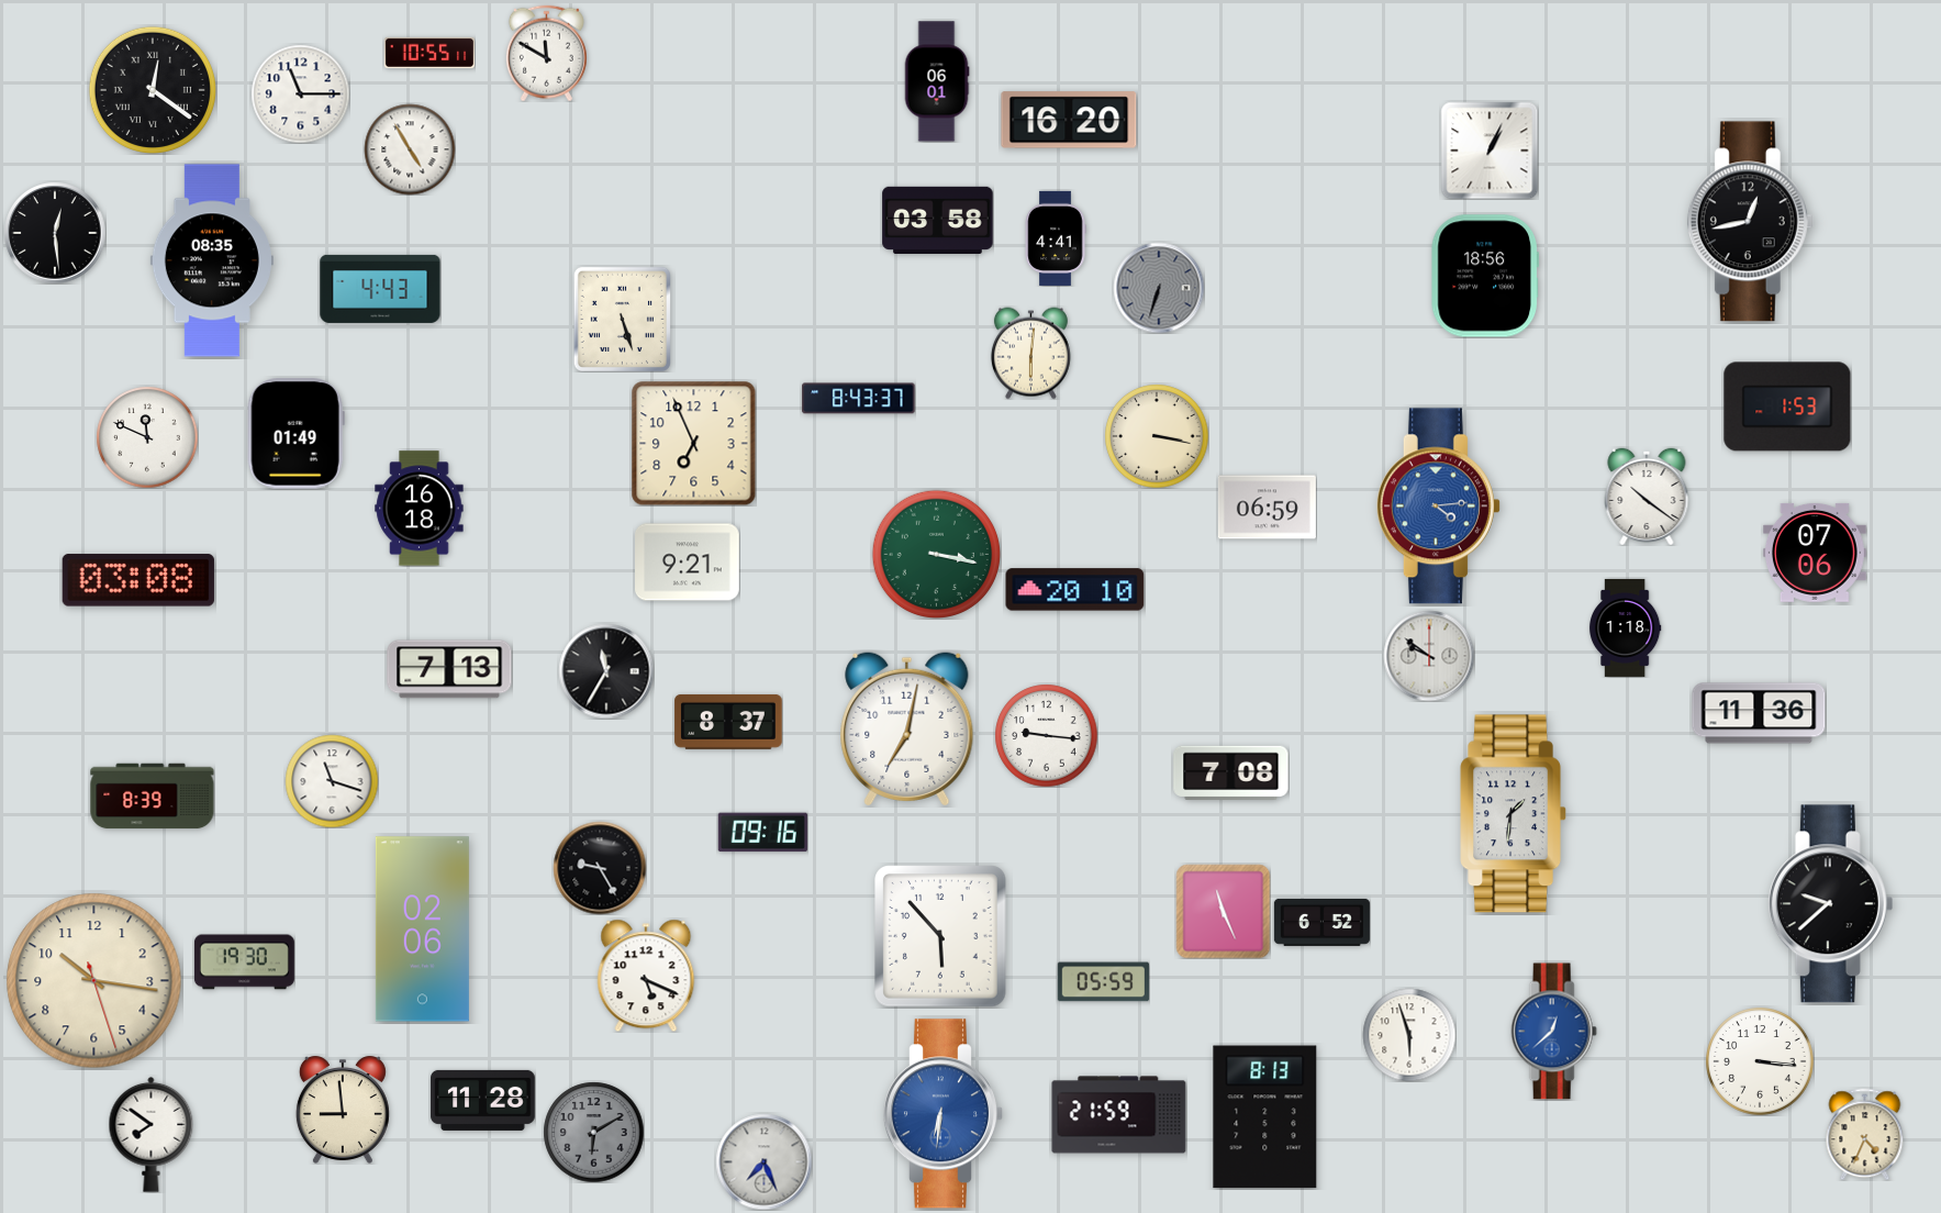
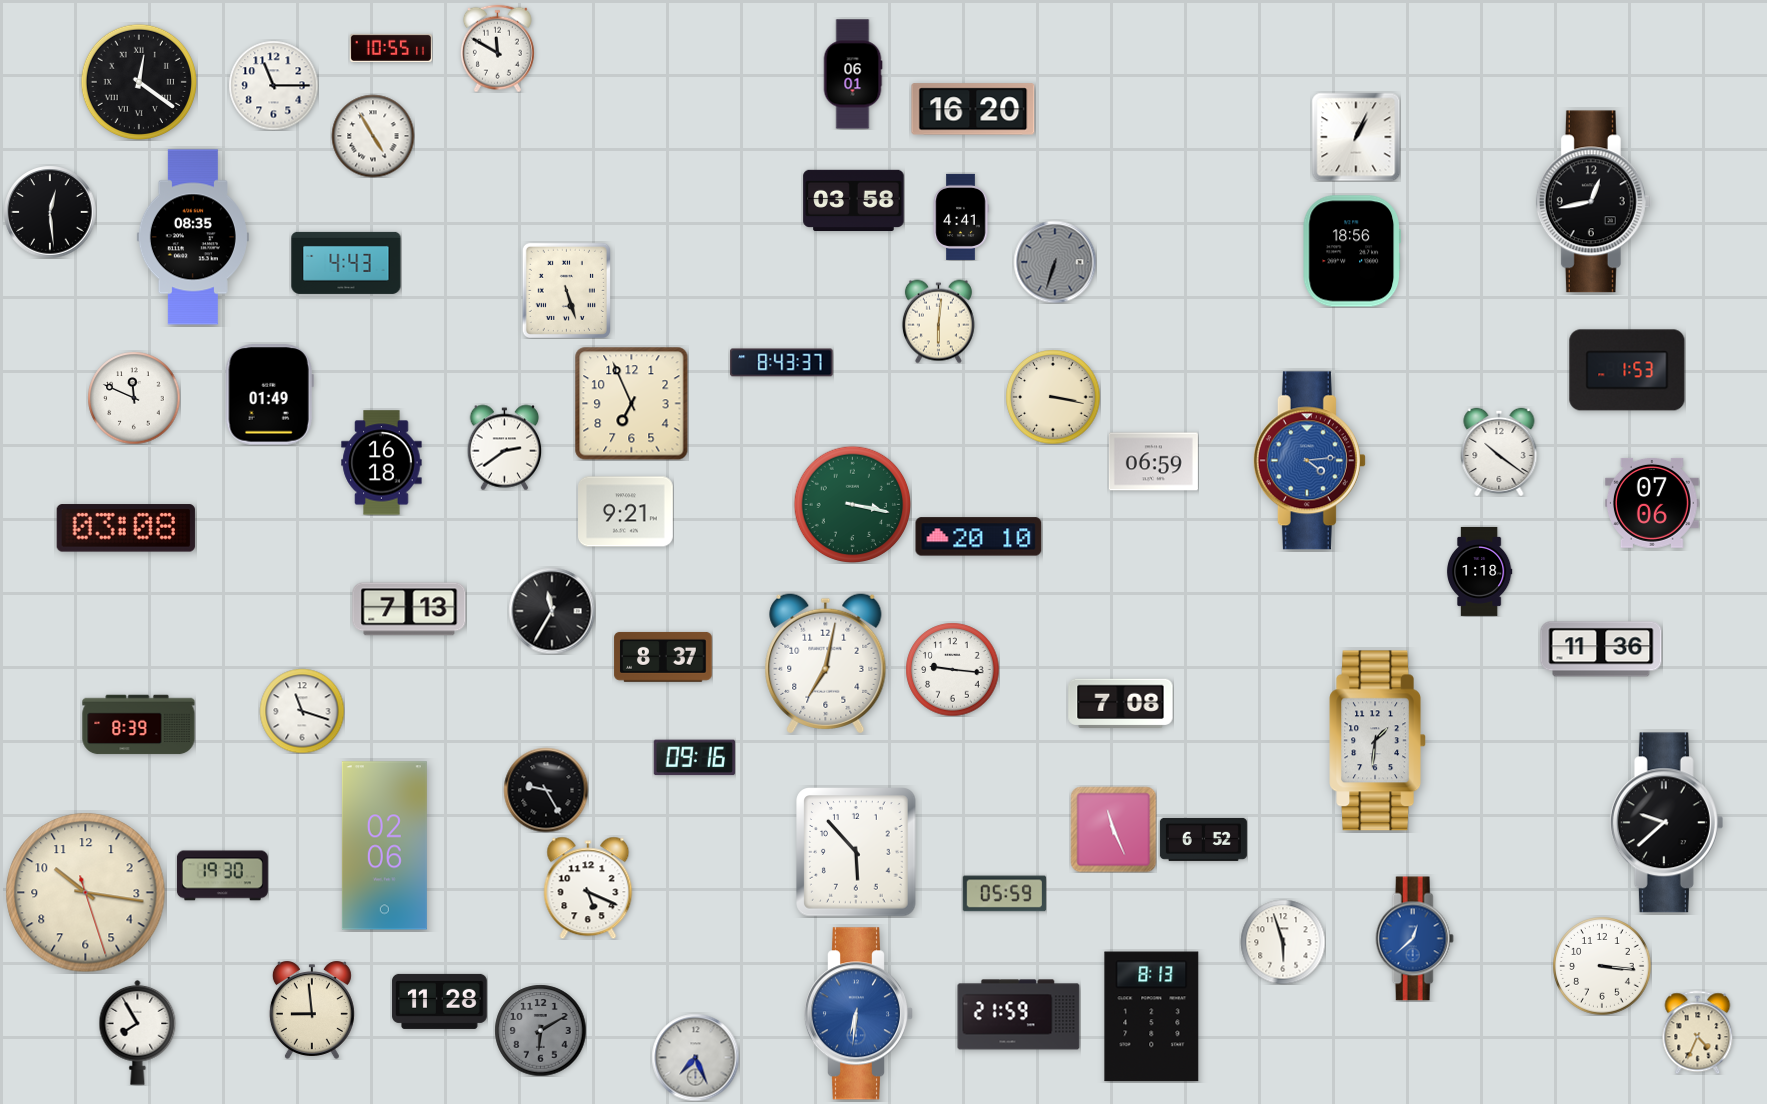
clock at (505, 447): none -> 2:39
clock at (1429, 656): 9:51 -> none
clock at (152, 1134): 7:51 -> 7:55
